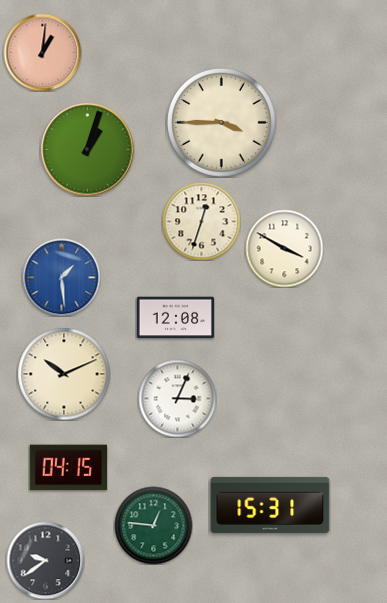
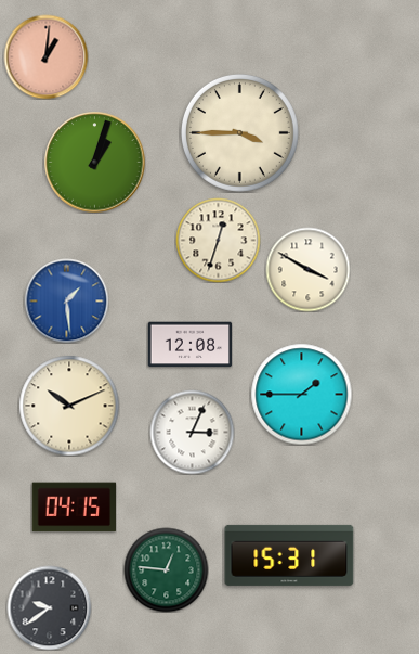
clock at (301, 394): none -> 1:45
clock at (270, 505) position: (270, 505) -> (289, 555)
